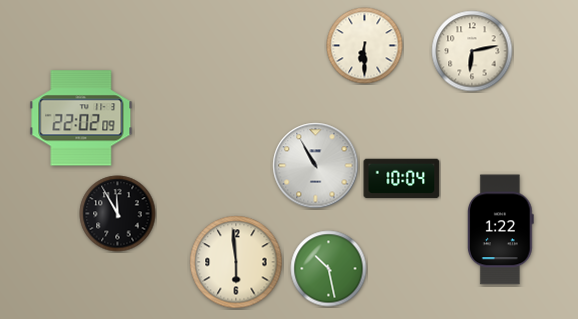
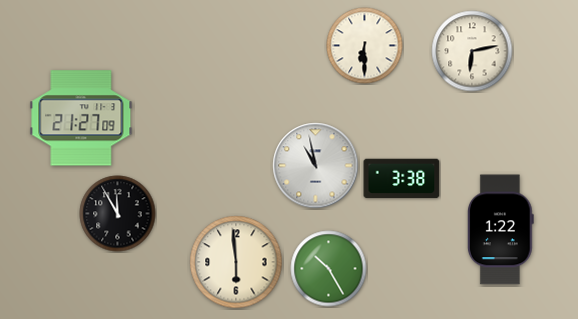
clock at (81, 118): 22:02 -> 21:27
clock at (316, 166): 10:55 -> 10:58
clock at (402, 179): 10:04 -> 3:38
clock at (329, 269): 10:28 -> 10:25
